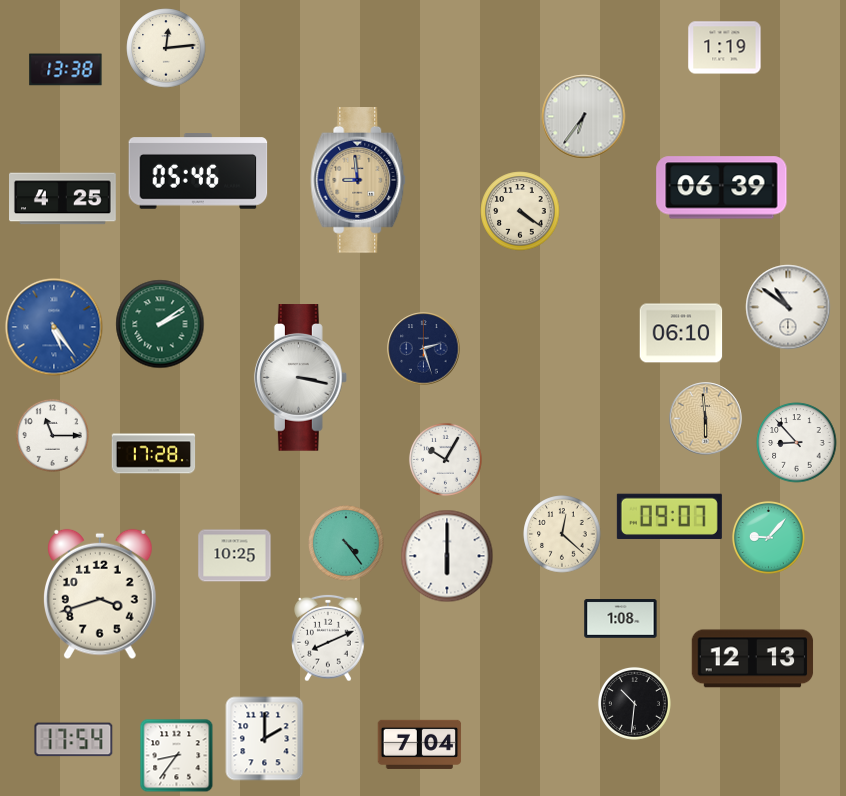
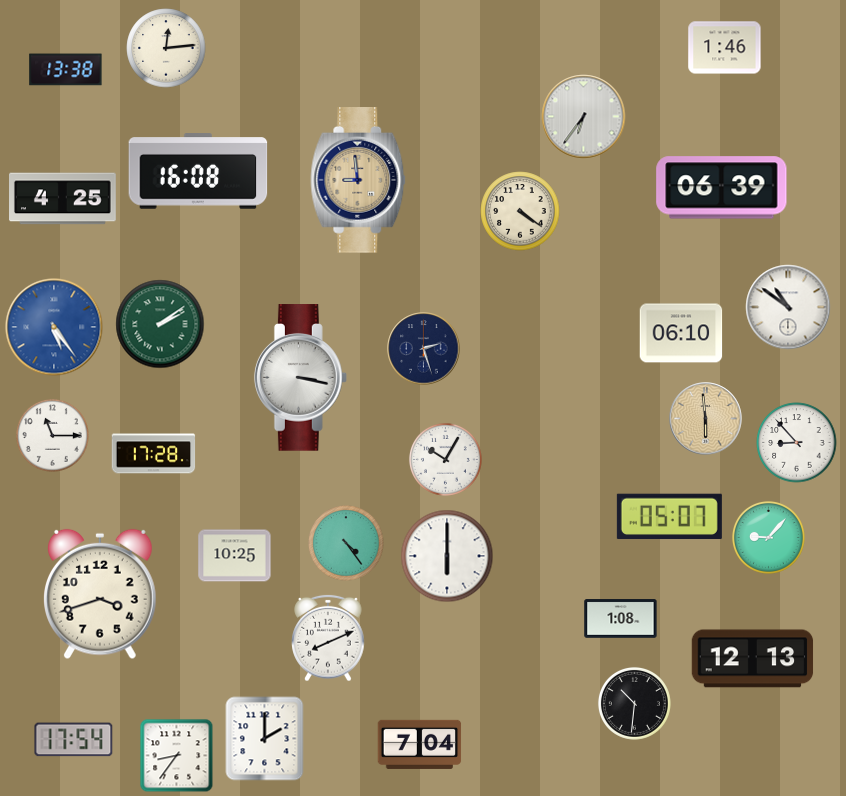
clock at (725, 48): 1:19 -> 1:46
clock at (198, 171): 05:46 -> 16:08
clock at (669, 517): 09:07 -> 05:07
clock at (562, 534): 12:22 -> none
